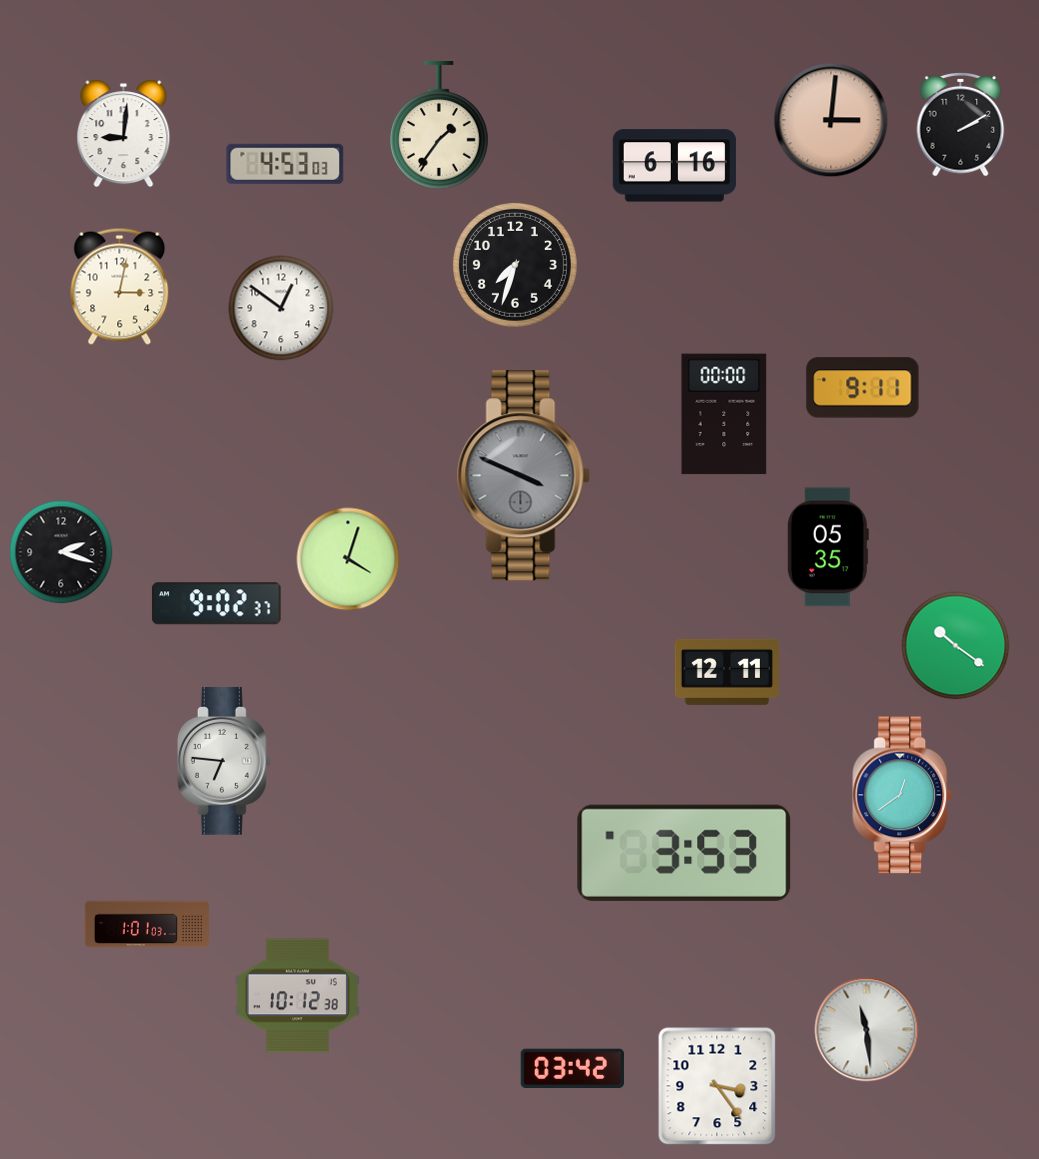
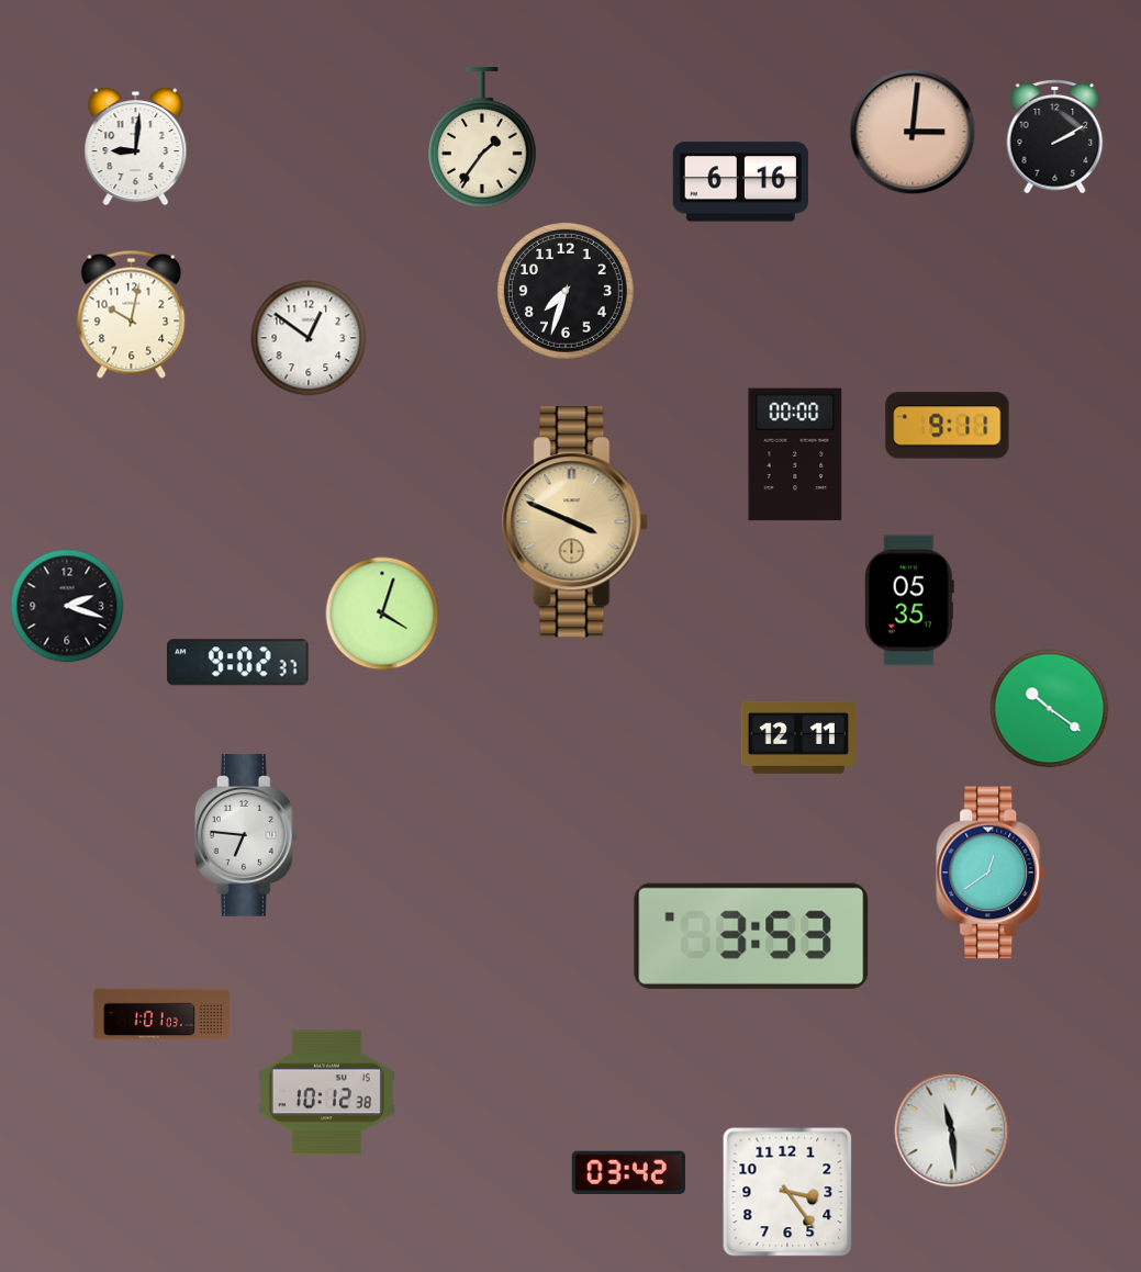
clock at (285, 164): 4:53 -> none
clock at (120, 286): 3:02 -> 10:02
clock at (523, 476) dial: grey -> champagne
